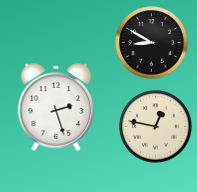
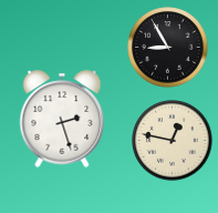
clock at (152, 43): 8:50 -> 8:55
